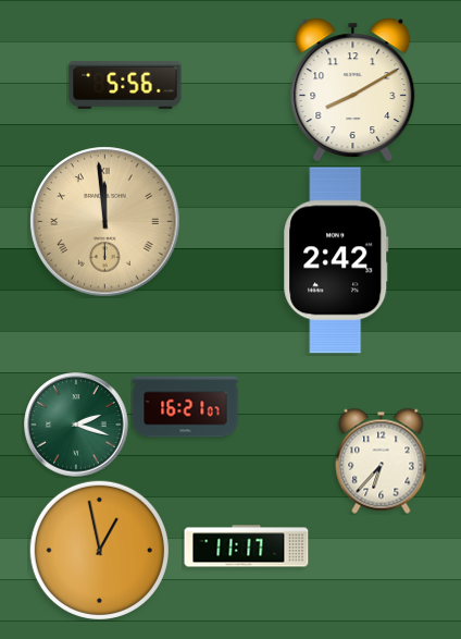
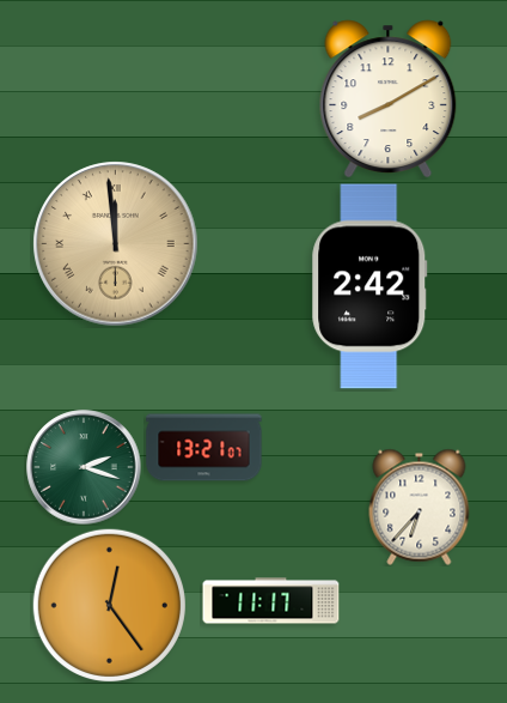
clock at (125, 85): 5:56 -> none
clock at (186, 407): 16:21 -> 13:21
clock at (99, 550): 12:58 -> 12:24
